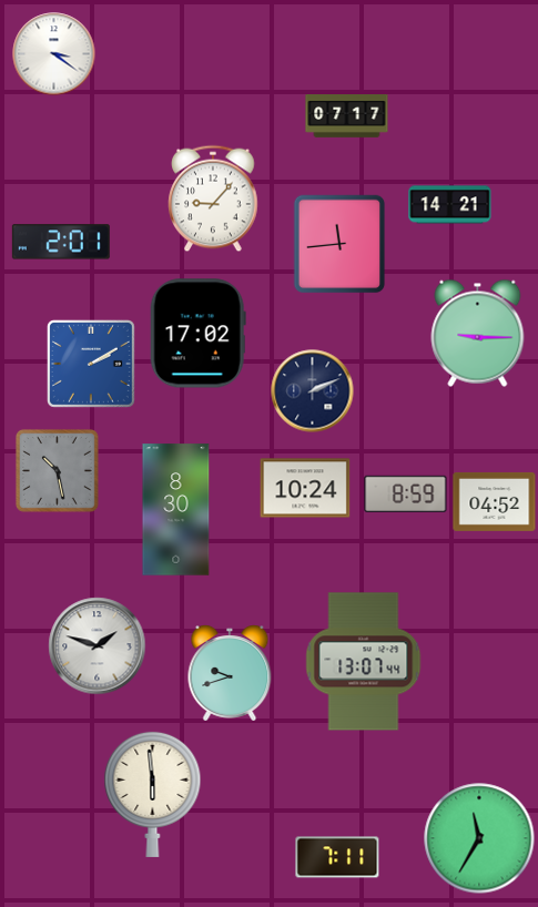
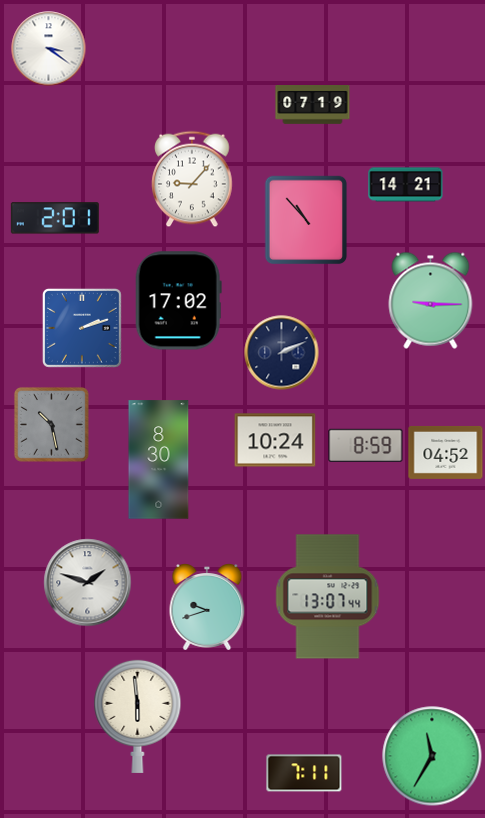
clock at (347, 116): 07:17 -> 07:19
clock at (339, 244): 11:44 -> 10:53
clock at (91, 364): 2:10 -> 2:12
